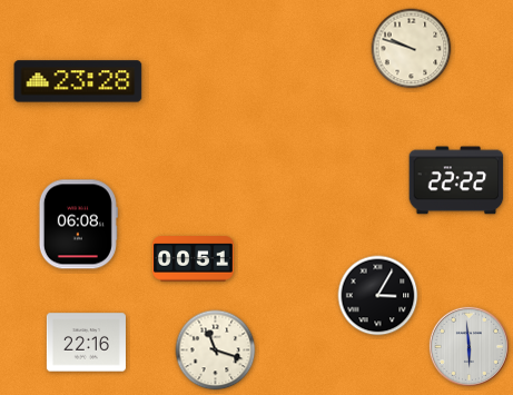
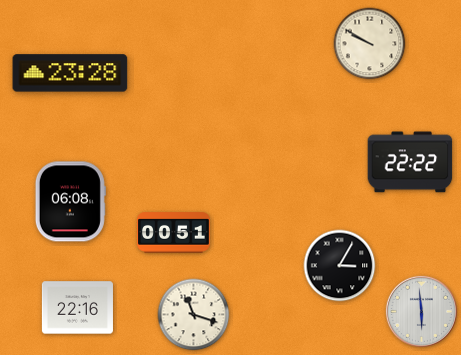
clock at (412, 49): 9:48 -> 9:50
